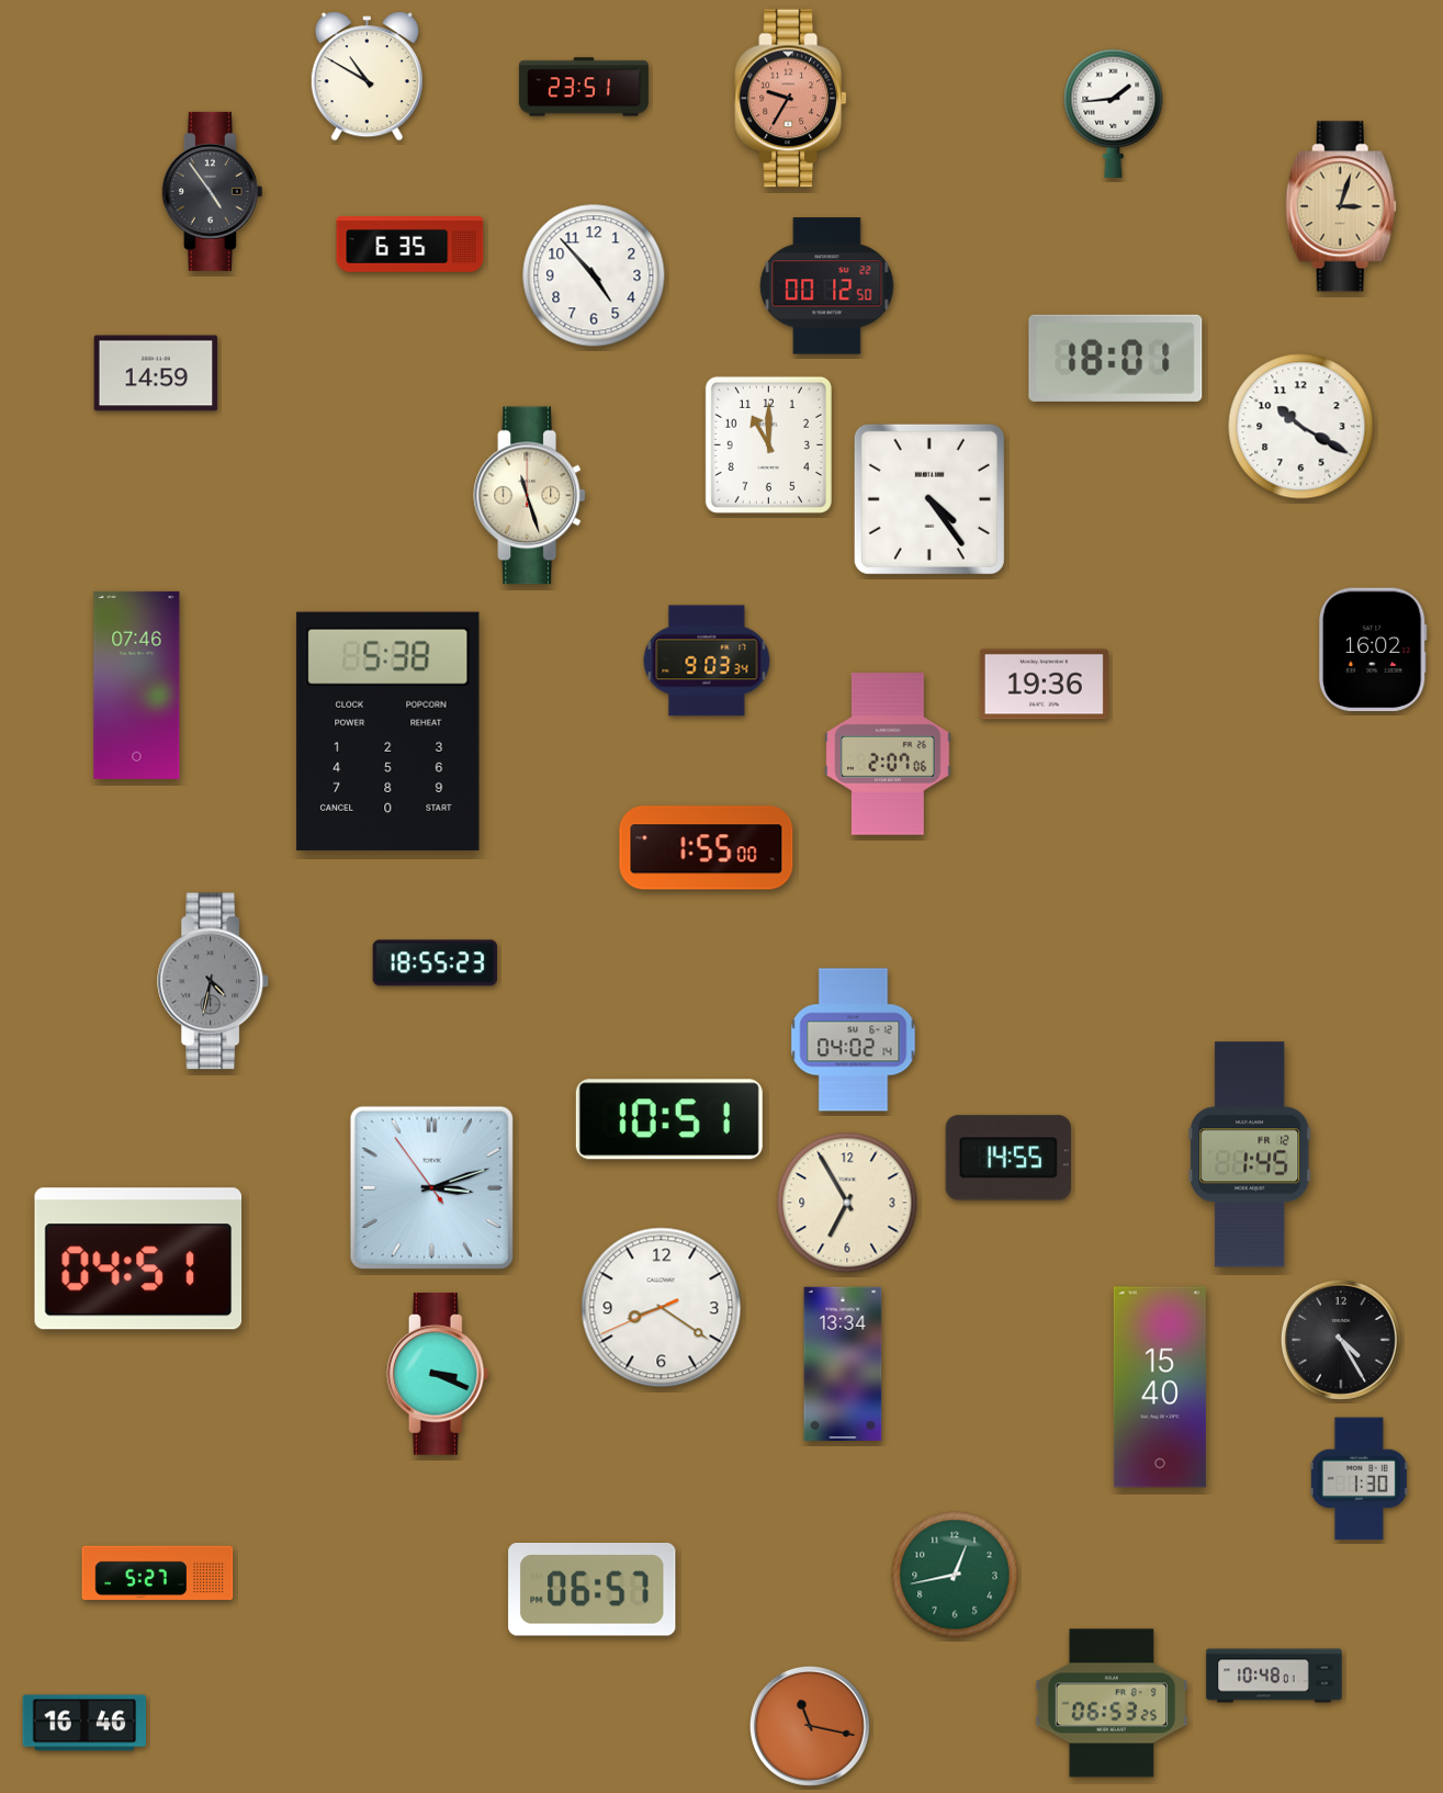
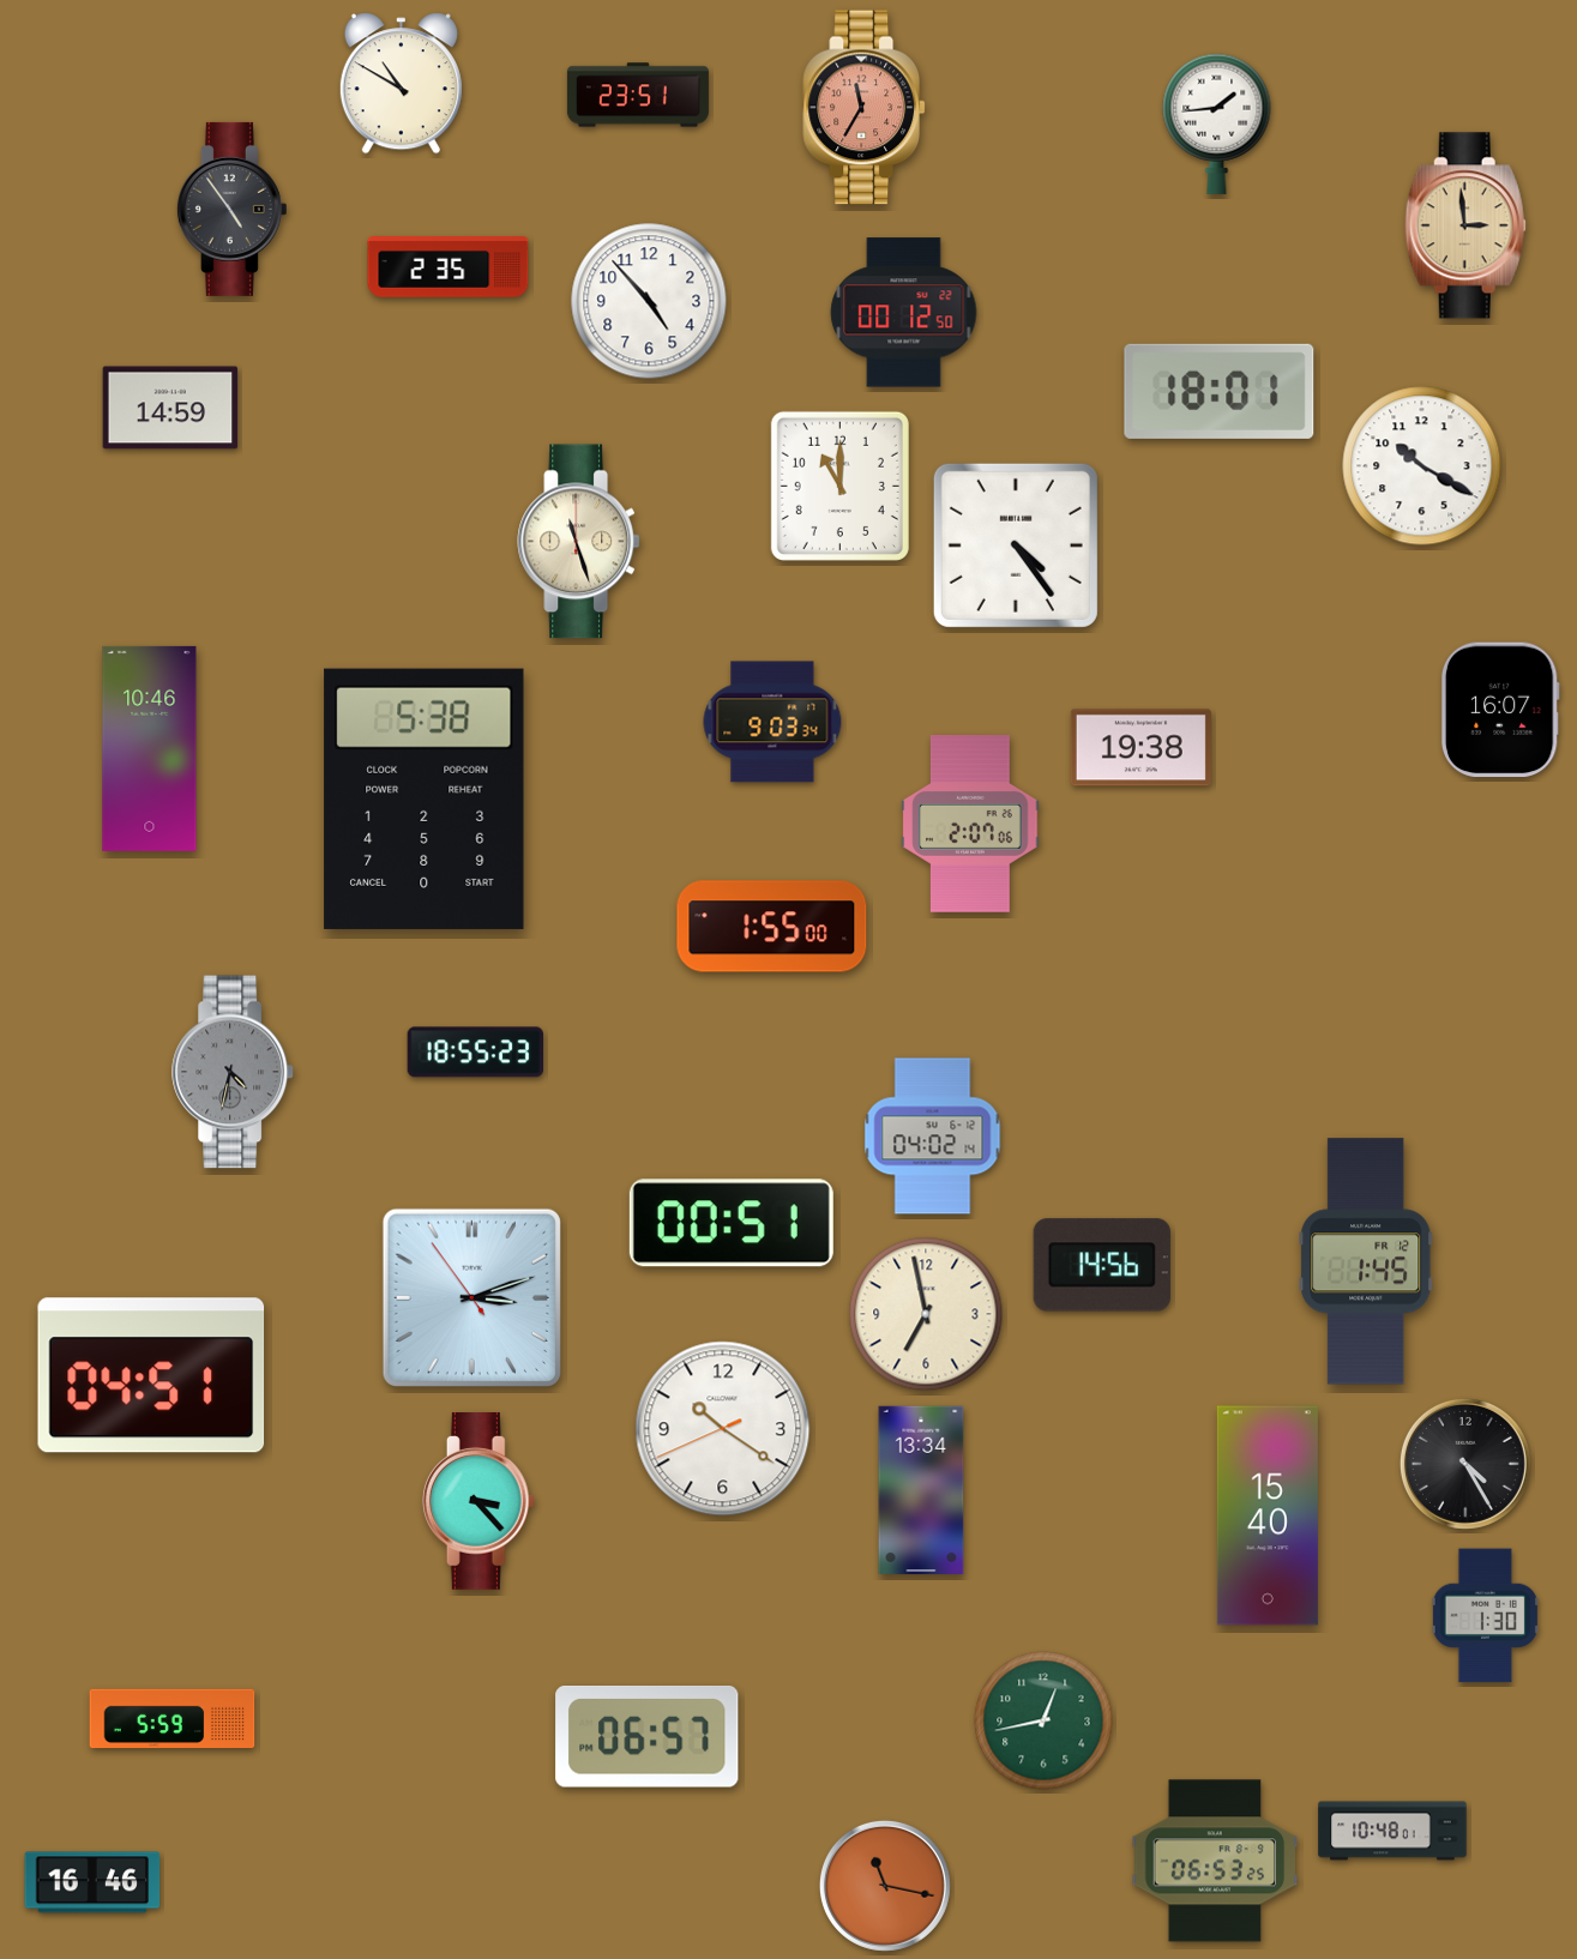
clock at (790, 99): 9:35 -> 11:35
clock at (1341, 206): 3:03 -> 2:59
clock at (410, 245): 6:35 -> 2:35
clock at (1373, 650): 16:02 -> 16:07
clock at (137, 685): 07:46 -> 10:46
clock at (1044, 685): 19:36 -> 19:38
clock at (669, 1119): 10:51 -> 00:51
clock at (1008, 1158): 14:55 -> 14:56
clock at (847, 1203): 6:55 -> 6:58
clock at (662, 1308): 8:20 -> 10:20
clock at (438, 1374): 3:19 -> 3:23
clock at (158, 1572): 5:27 -> 5:59
